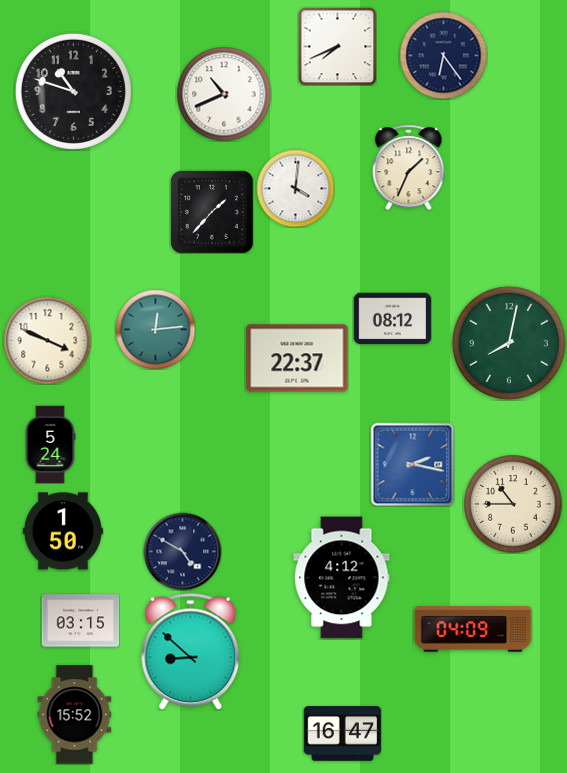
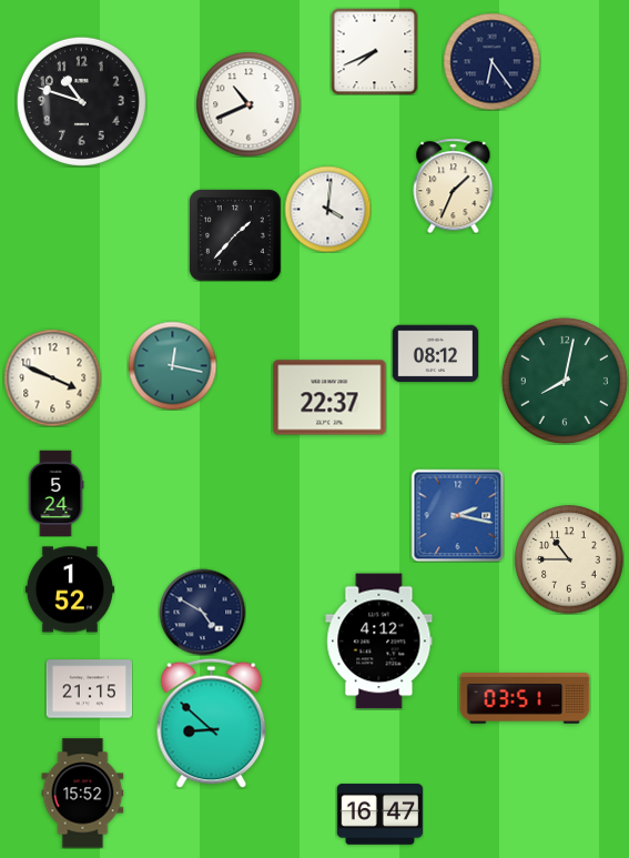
clock at (155, 329): 12:14 -> 12:17
clock at (63, 531): 1:50 -> 1:52
clock at (80, 621): 03:15 -> 21:15
clock at (473, 629): 04:09 -> 03:51
